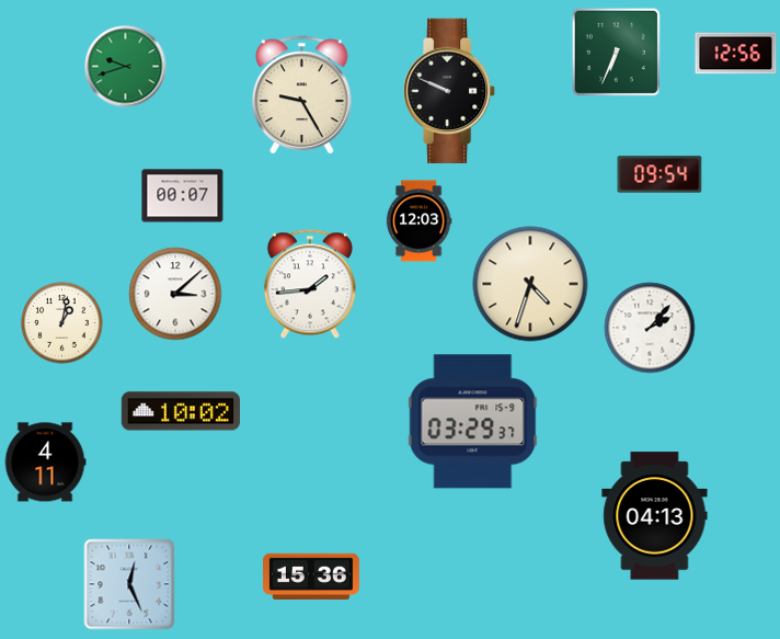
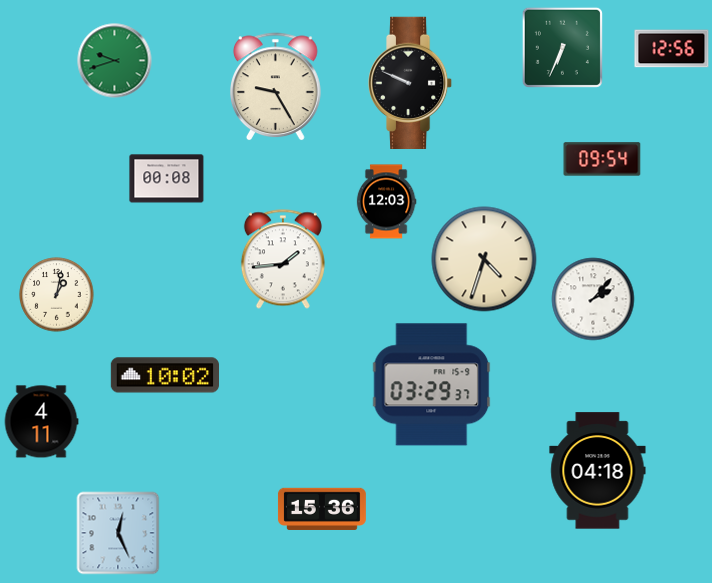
clock at (183, 196): 00:07 -> 00:08
clock at (418, 221) position: (418, 221) -> (386, 202)
clock at (175, 294): 3:08 -> none
clock at (655, 516): 04:13 -> 04:18
clock at (311, 575) position: (311, 575) -> (322, 508)
